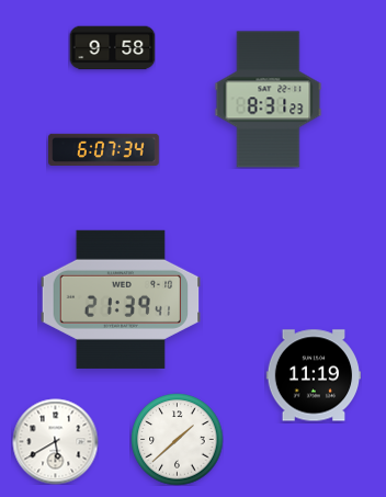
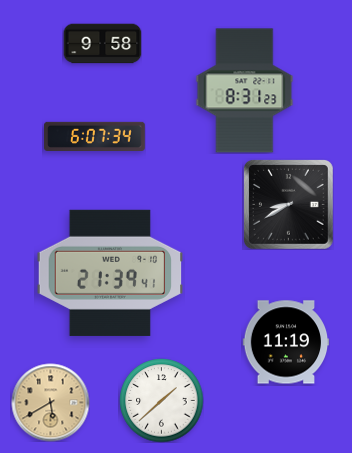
clock at (288, 204): none -> 8:40
clock at (55, 441) dial: white -> champagne
